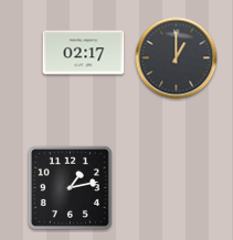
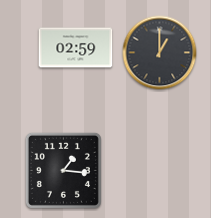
clock at (84, 53): 02:17 -> 02:59
clock at (70, 187): 1:13 -> 1:16
